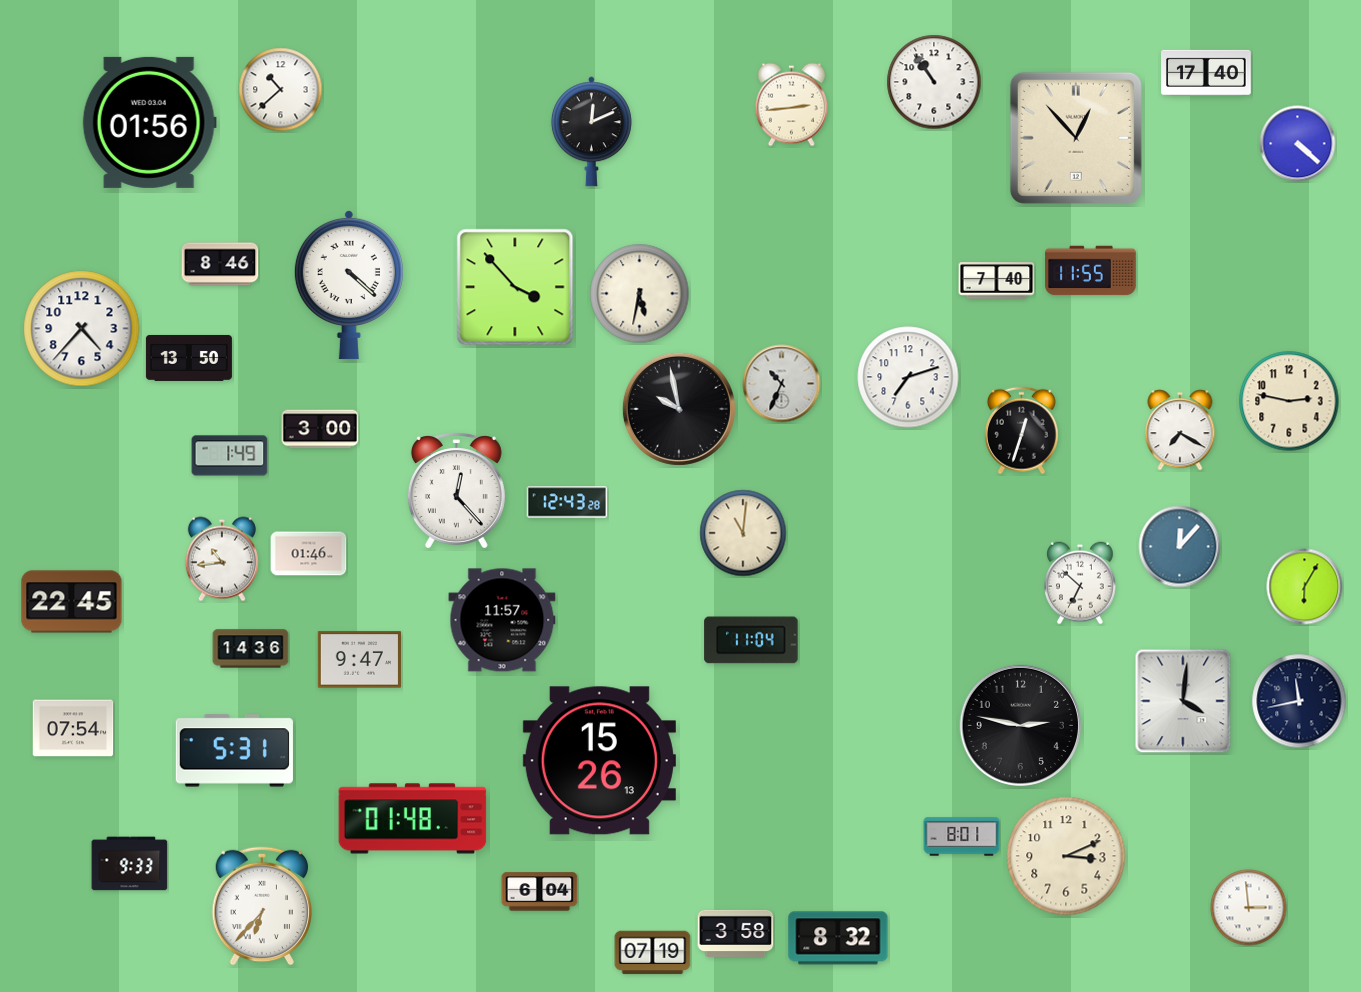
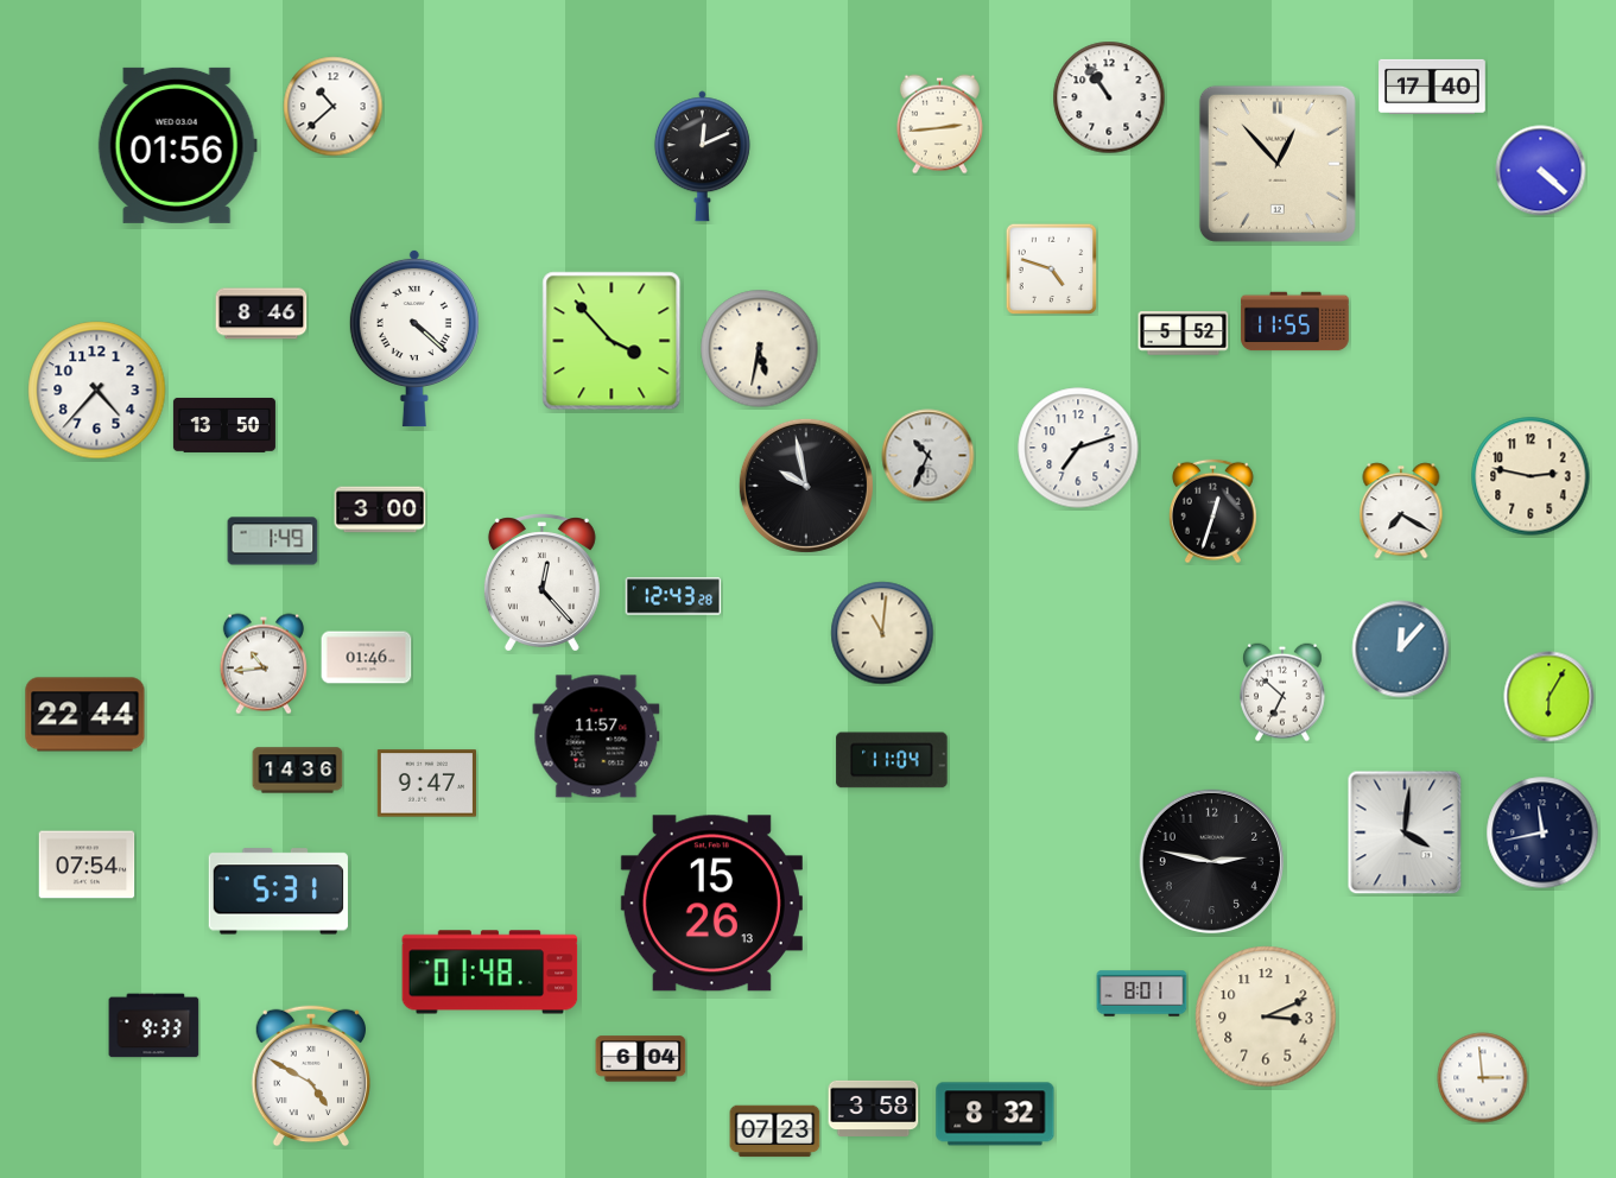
clock at (1051, 268): none -> 4:48
clock at (997, 281): 7:40 -> 5:52
clock at (72, 602): 22:45 -> 22:44
clock at (261, 906): 6:37 -> 4:50
clock at (653, 953): 07:19 -> 07:23
